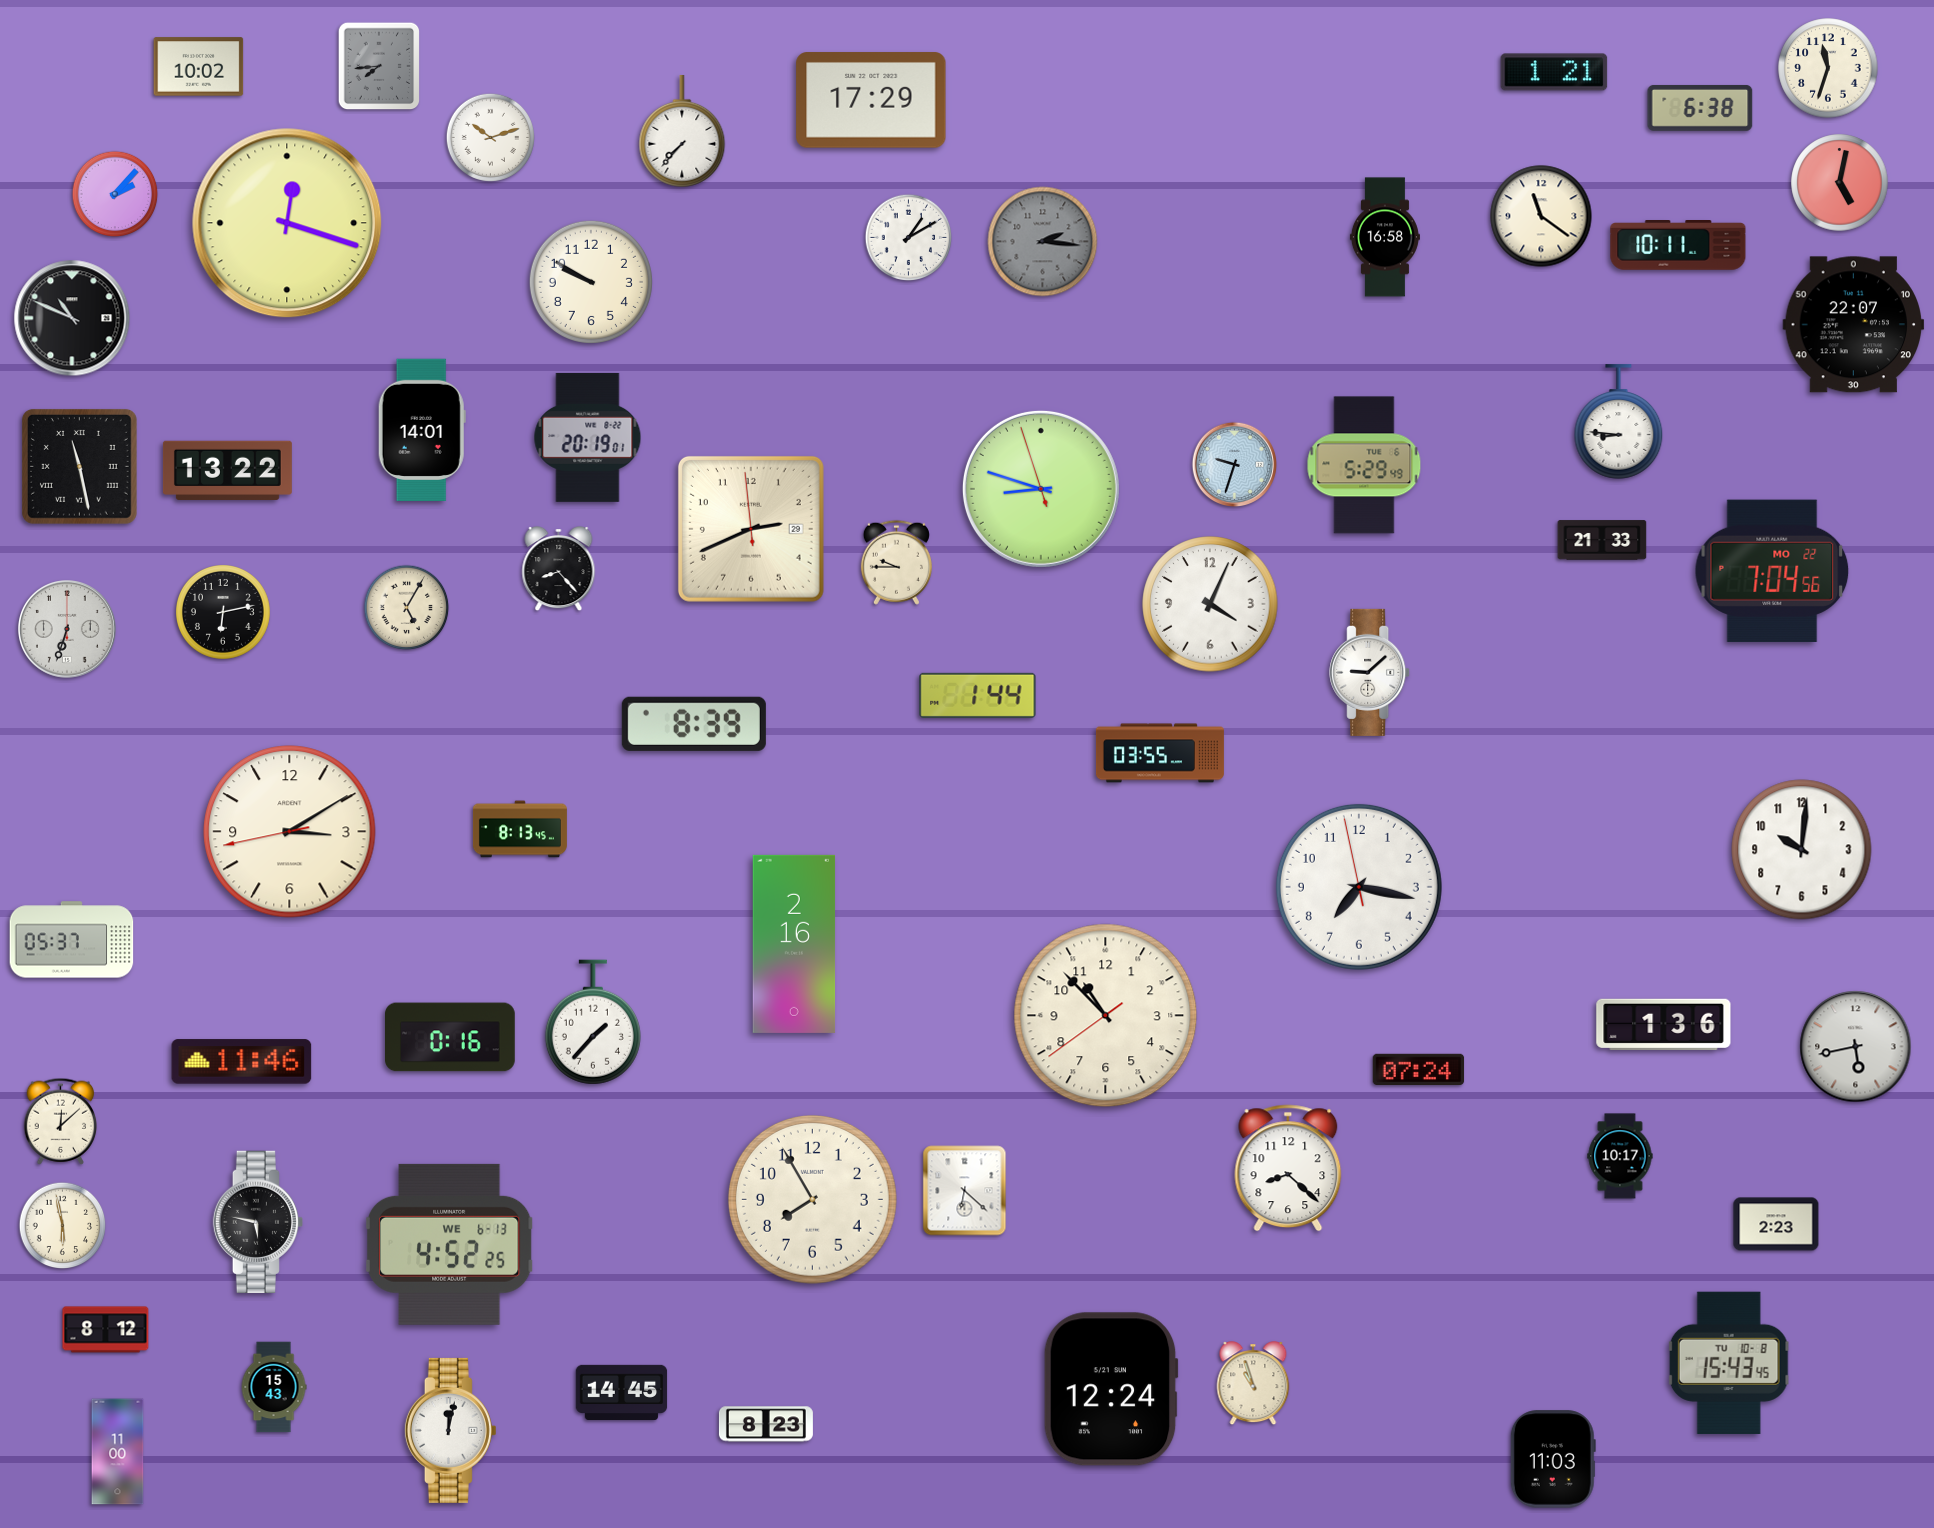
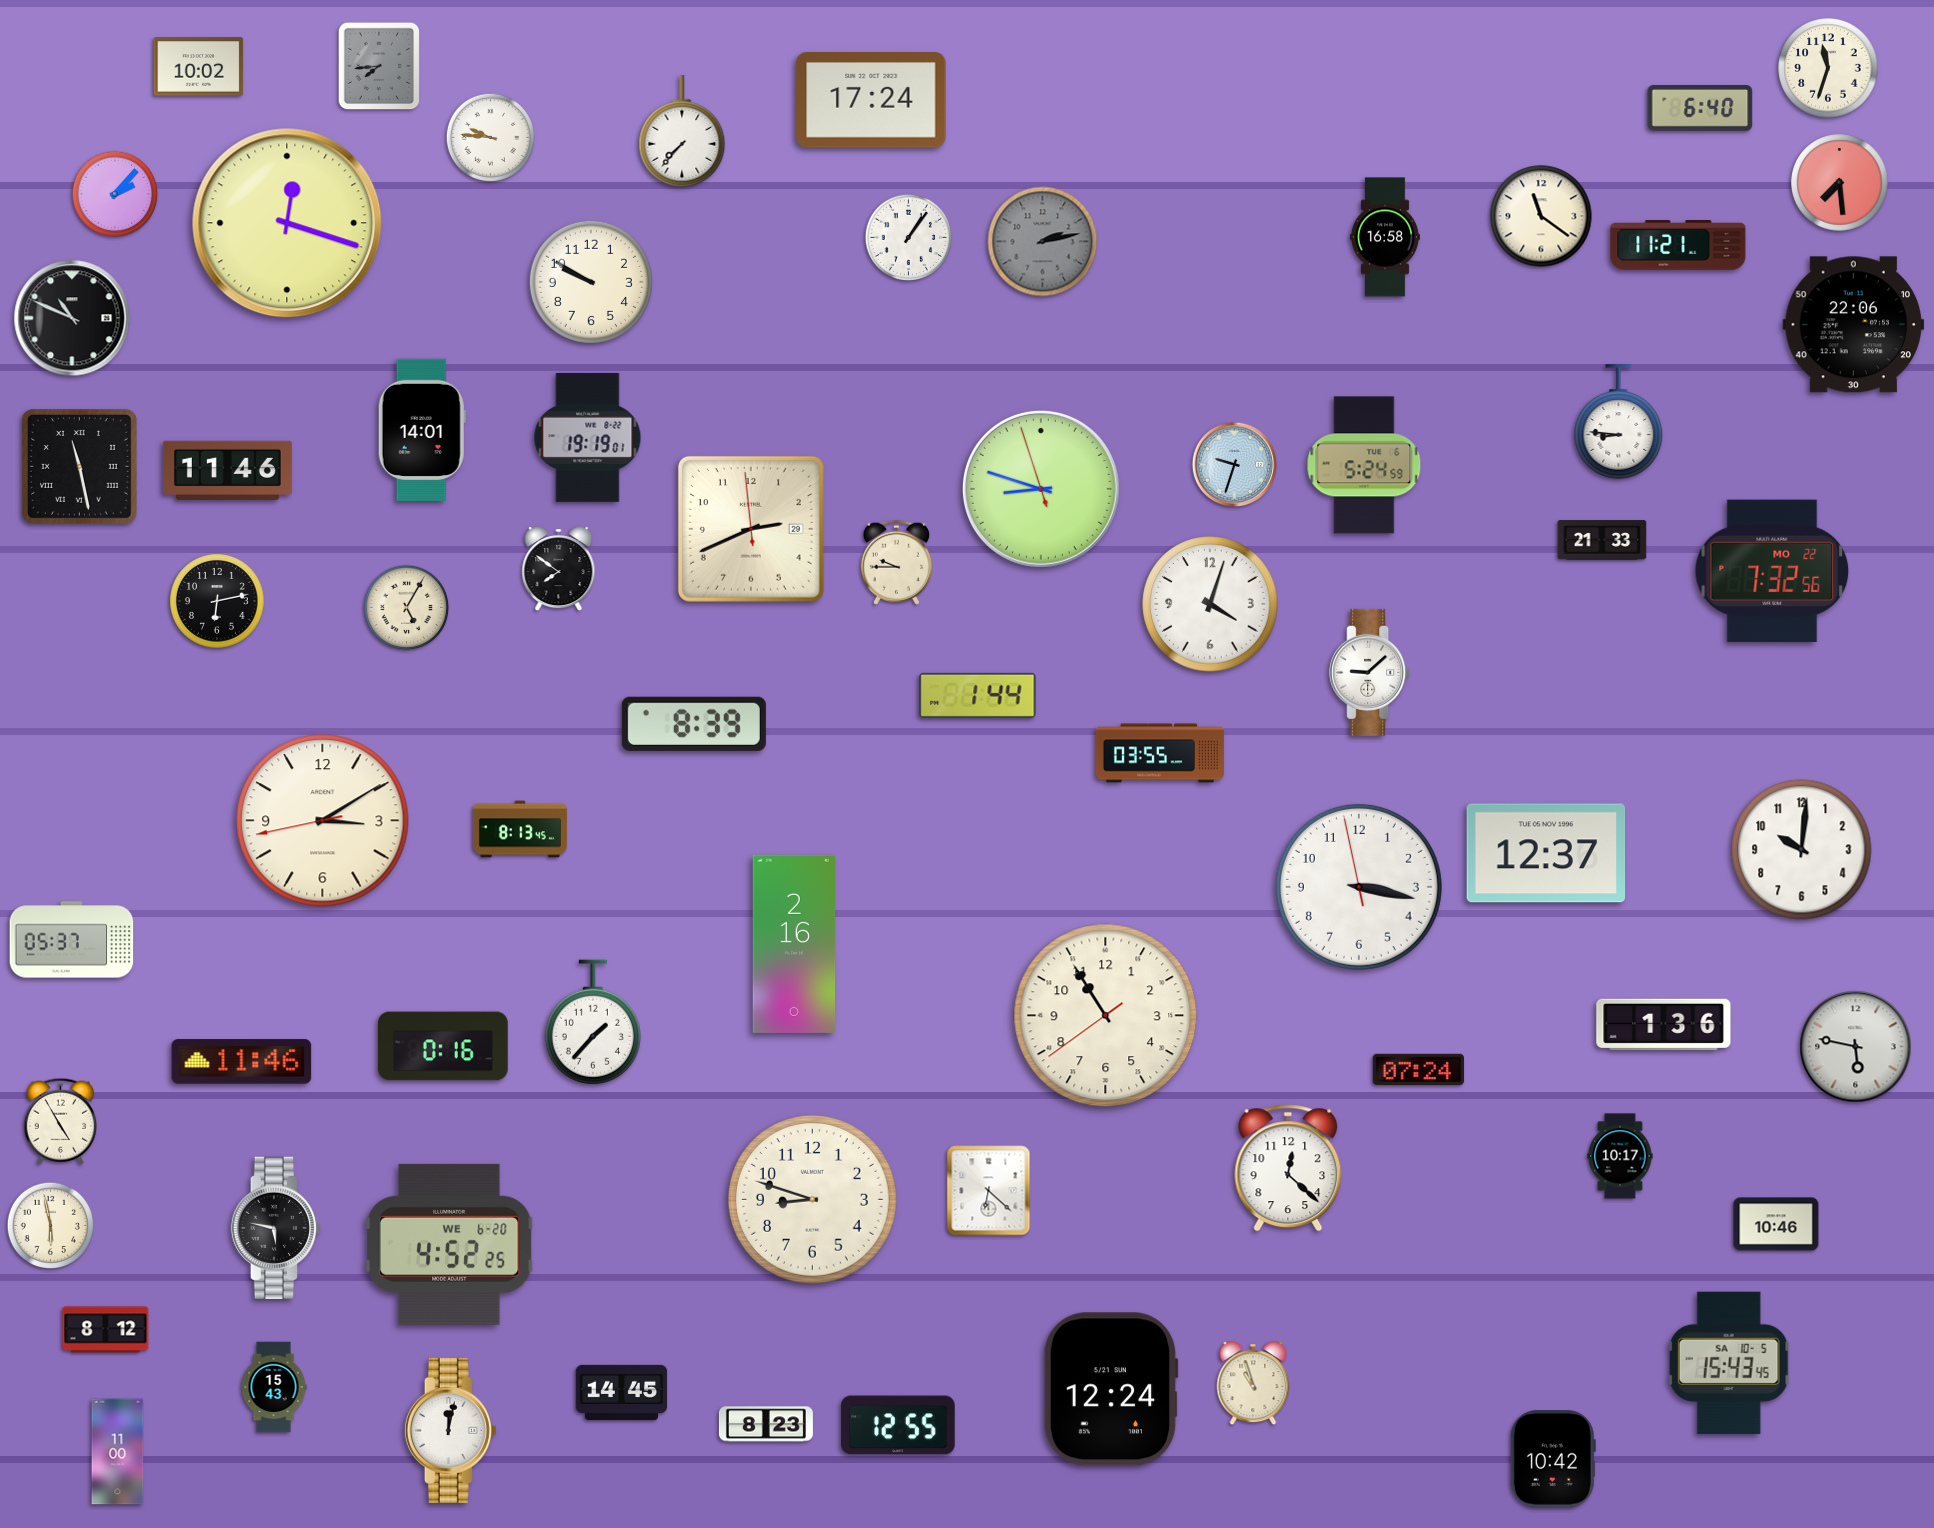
clock at (1554, 72): 1:21 -> none
clock at (871, 100): 17:29 -> 17:24
clock at (1700, 108): 6:38 -> 6:40
clock at (490, 137): 10:12 -> 9:46
clock at (1840, 183): 5:02 -> 7:29
clock at (909, 238): 1:10 -> 1:06
clock at (1043, 242): 2:16 -> 2:13
clock at (1678, 246): 10:11 -> 11:21
clock at (1854, 325): 22:07 -> 22:06
clock at (588, 437): 20:19 -> 19:19
clock at (1364, 465): 5:29 -> 5:24
clock at (227, 470): 13:22 -> 11:46
clock at (559, 570): 8:23 -> 7:51
clock at (1772, 571): 7:04 -> 7:32
clock at (1210, 604): 4:04 -> 4:03
clock at (224, 613) position: (224, 613) -> (218, 602)
clock at (68, 630): 6:33 -> none
clock at (290, 832) position: (290, 832) -> (323, 821)
clock at (1546, 853): none -> 12:37
clock at (1359, 887): 7:16 -> 3:16
clock at (1106, 1016): 10:52 -> 10:54
clock at (451, 1037) position: (451, 1037) -> (444, 1046)
clock at (1856, 1047): 5:43 -> 5:47
clock at (61, 1121): 12:08 -> 4:55
clock at (1288, 1168): 8:22 -> 12:22
clock at (965, 1191) position: (965, 1191) -> (989, 1191)
clock at (812, 1199): 7:55 -> 8:48
clock at (257, 1221) position: (257, 1221) -> (275, 1227)
clock at (1776, 1224): 2:23 -> 10:46
clock at (63, 1226) position: (63, 1226) -> (51, 1226)
clock at (450, 1244) date: WE 6-13 -> WE 6-20
clock at (1729, 1363) date: TU 10-8 -> SA 10-5
clock at (898, 1425): none -> 12:55
clock at (1553, 1459): 11:03 -> 10:42
